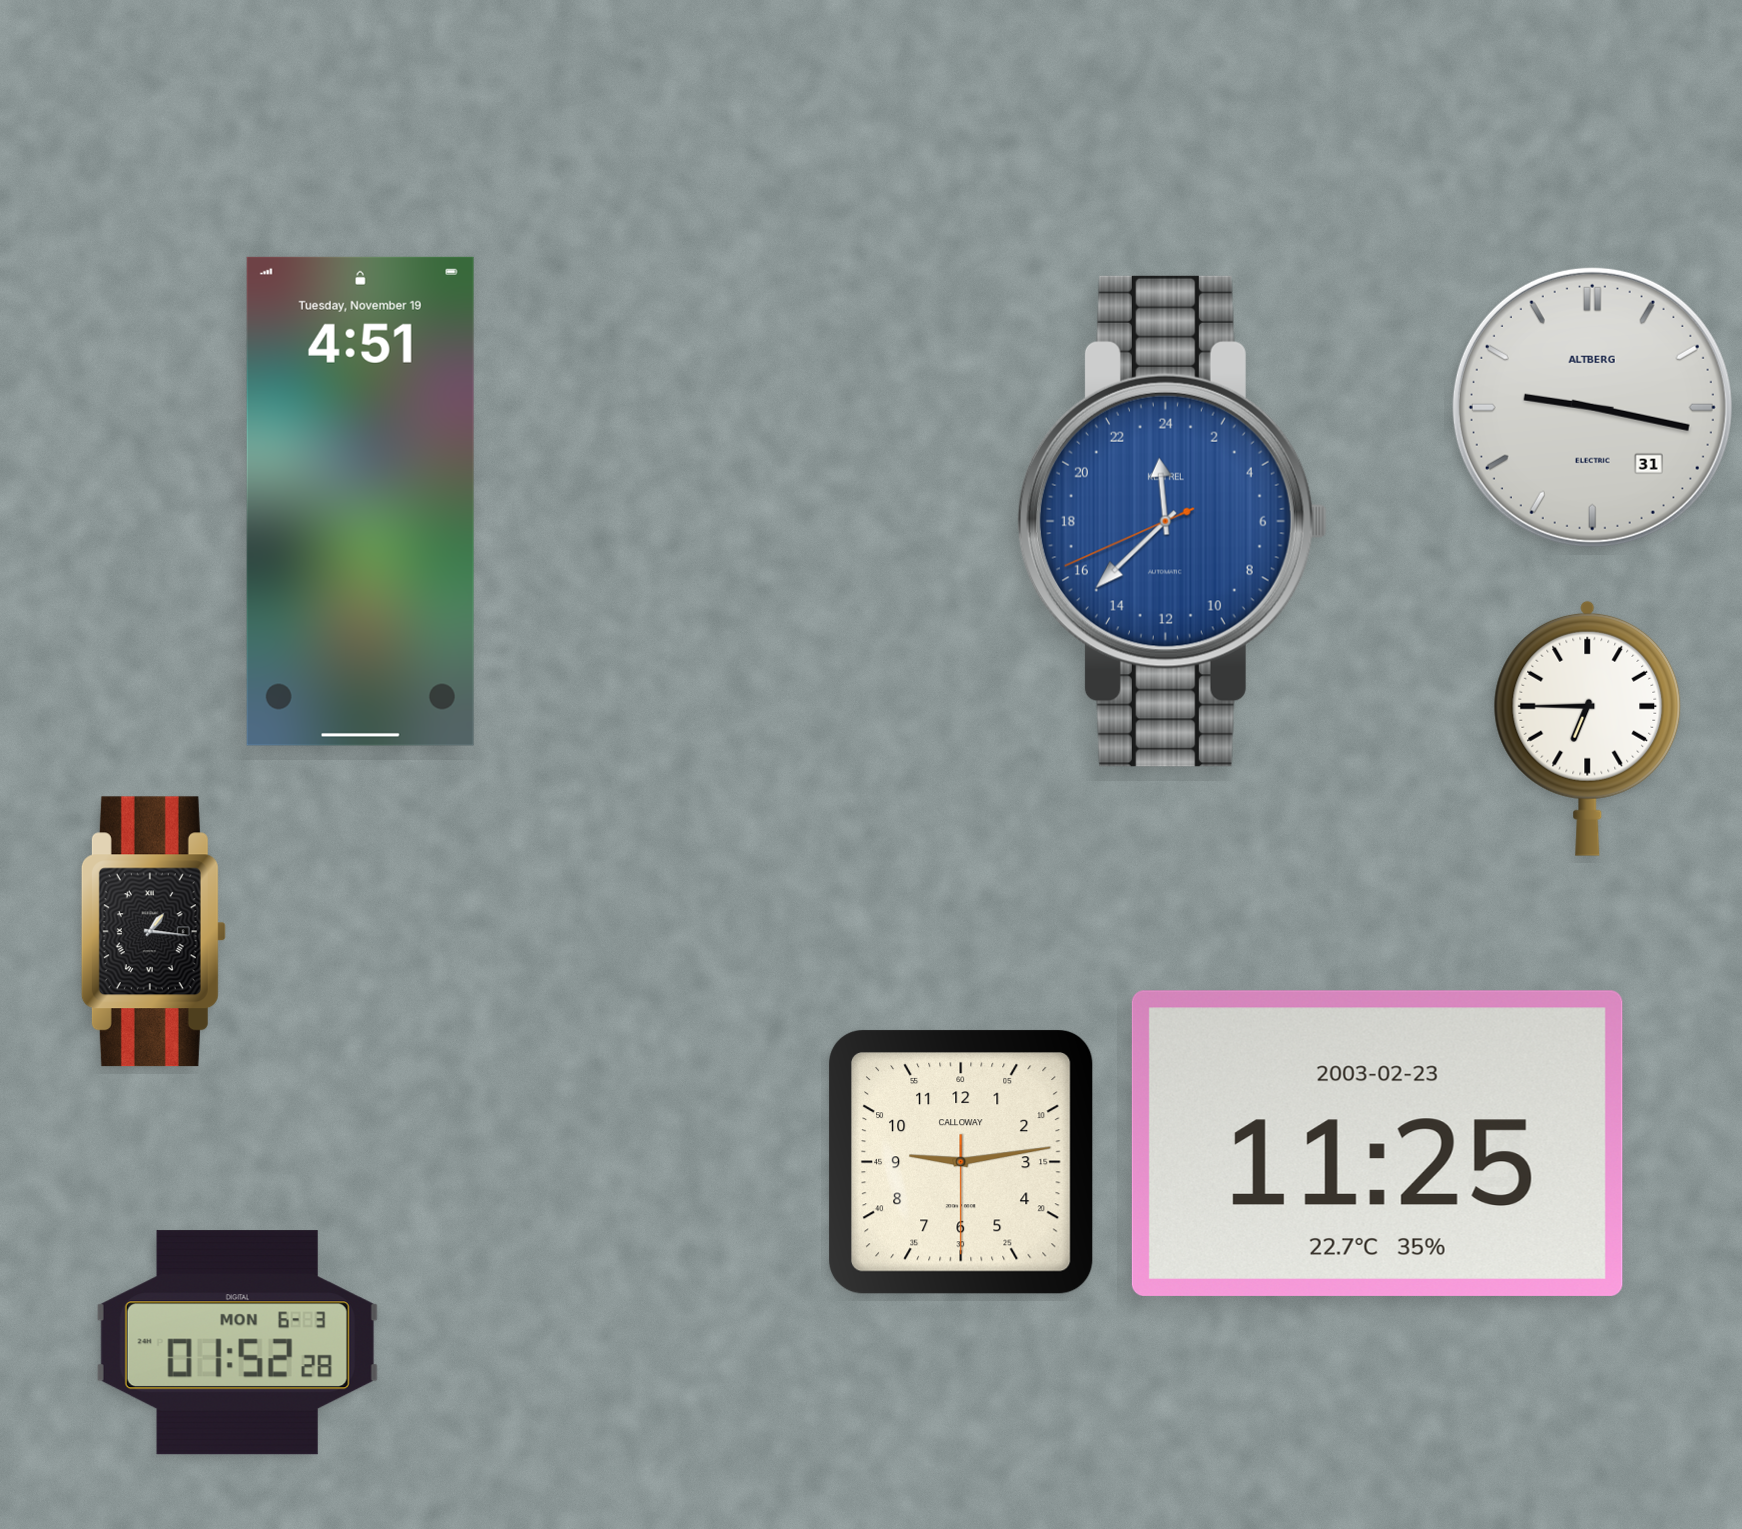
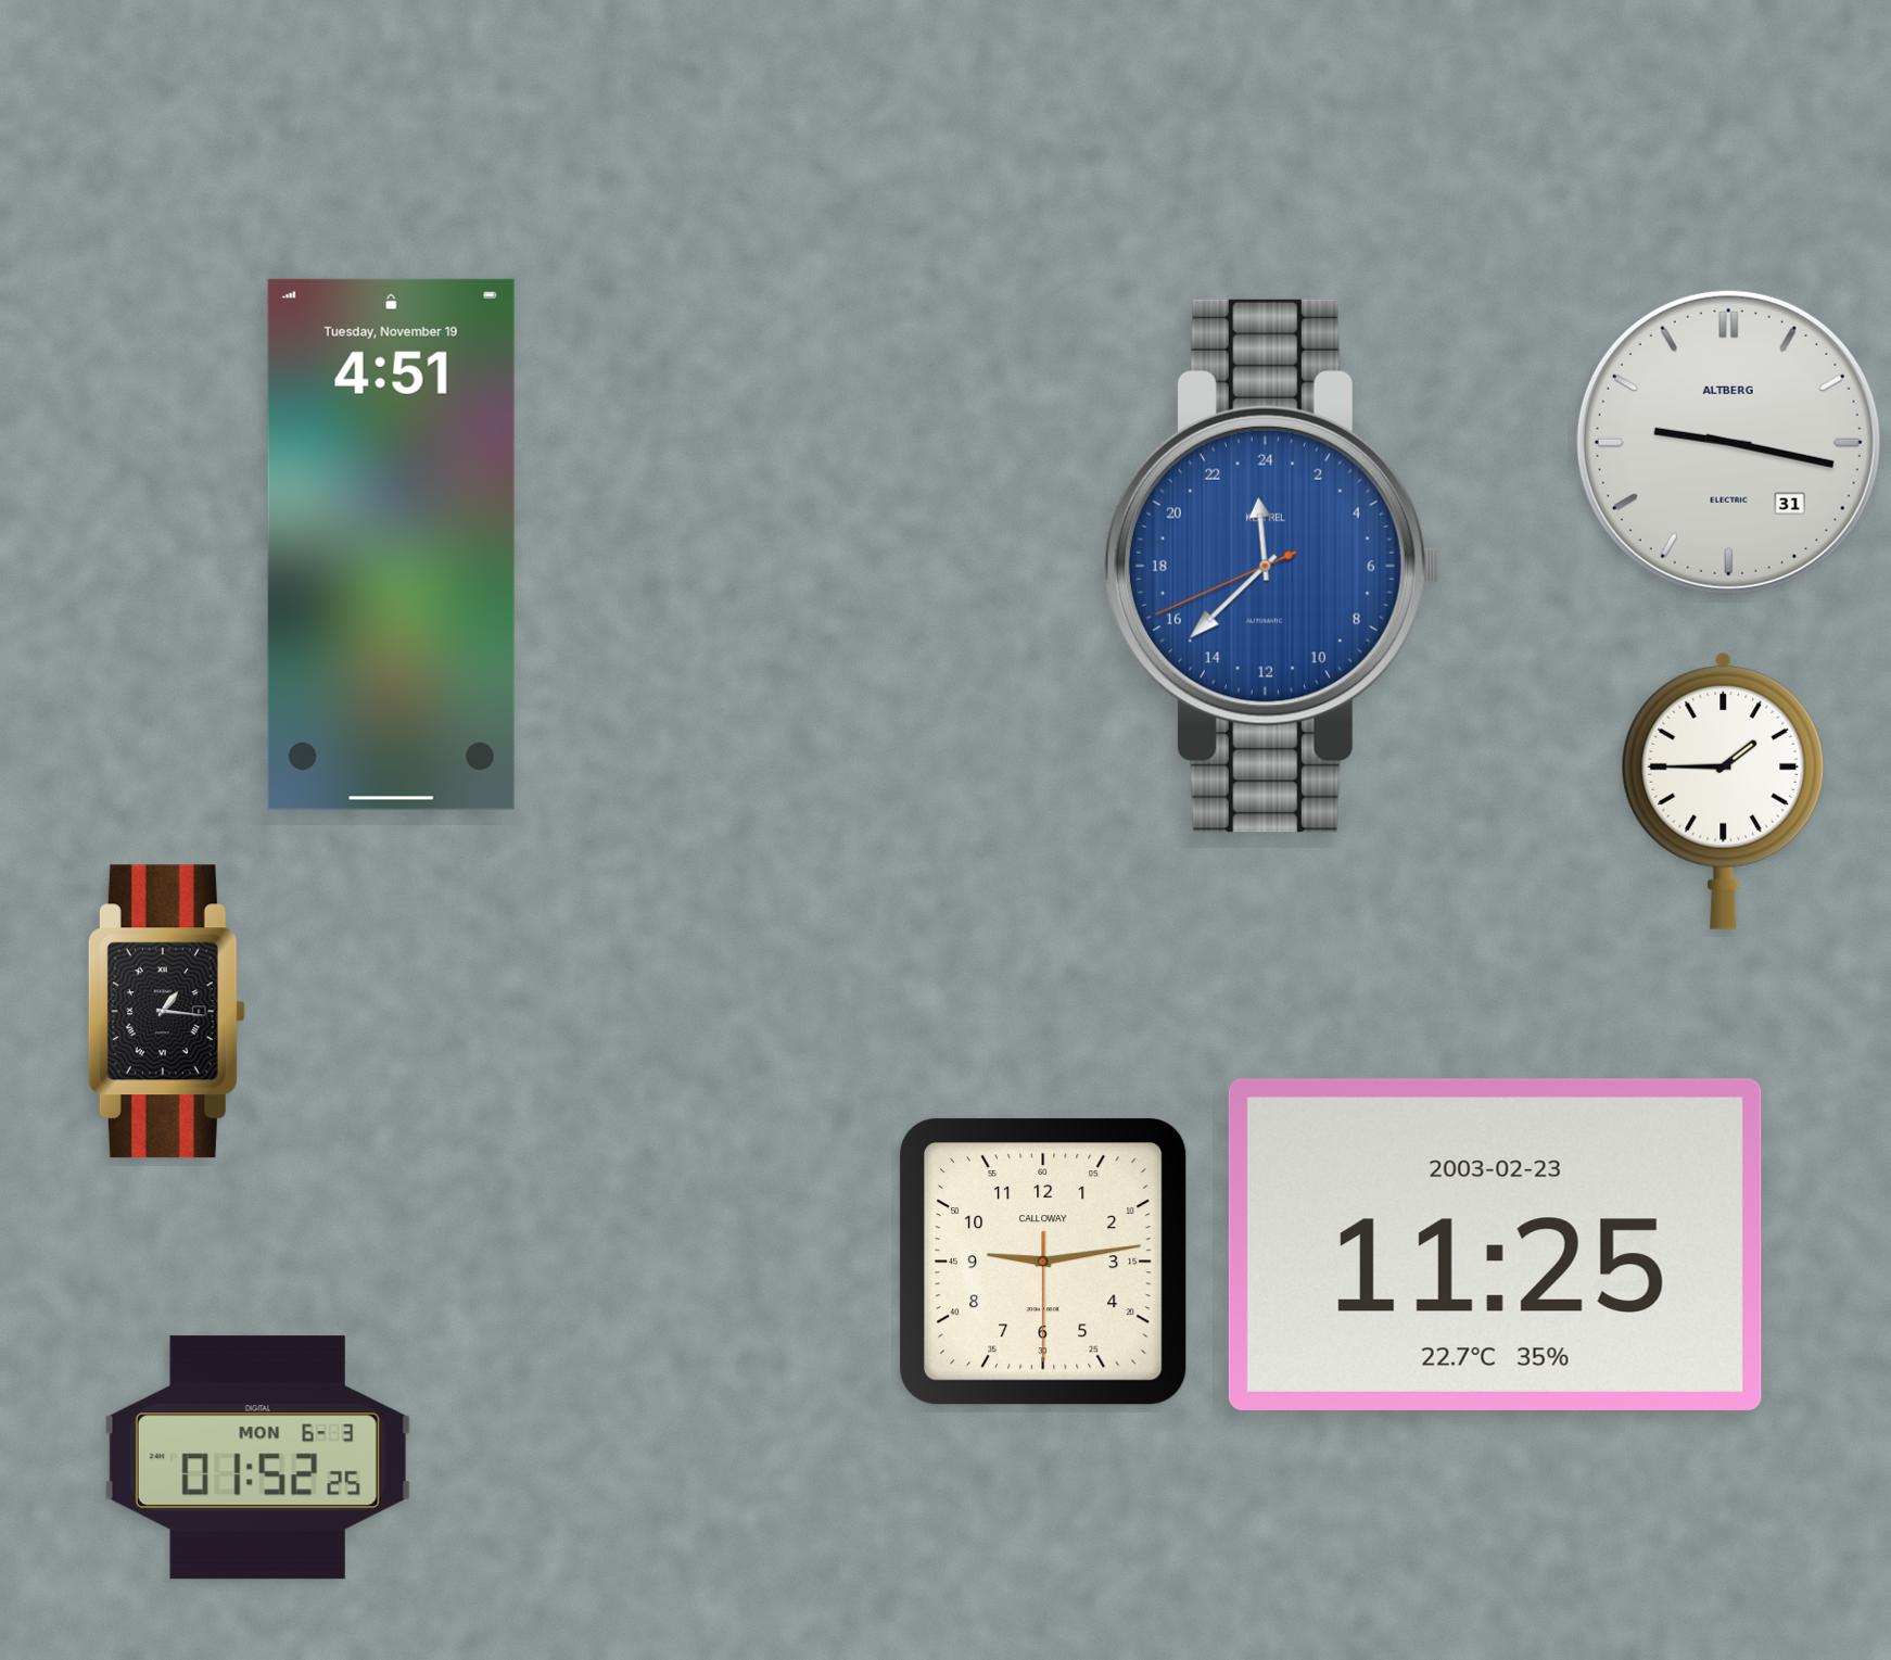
clock at (1588, 728): 6:45 -> 1:45
clock at (1377, 1143) position: (1377, 1143) -> (1495, 1244)
clock at (237, 1343): 01:52:28 -> 01:52:25
